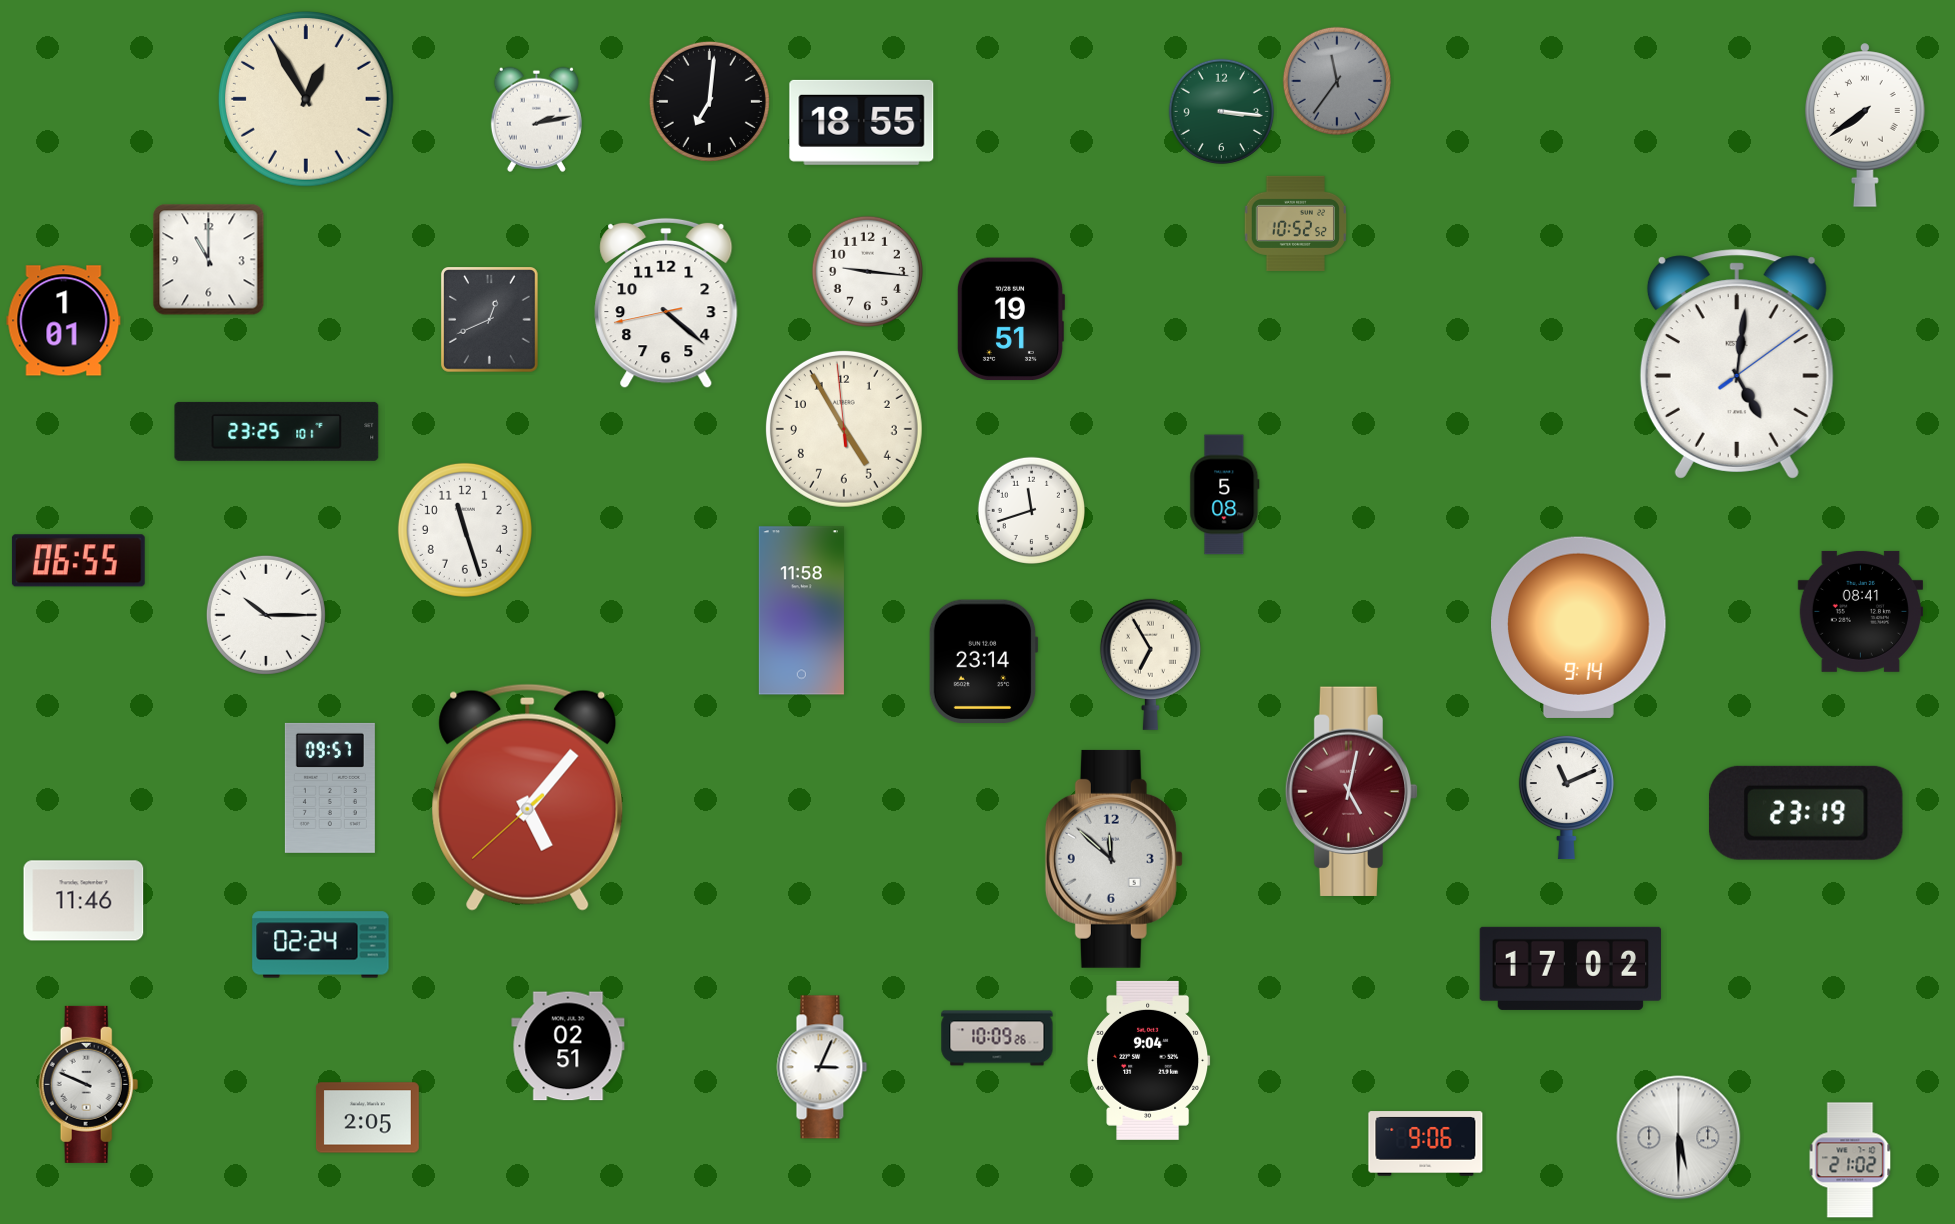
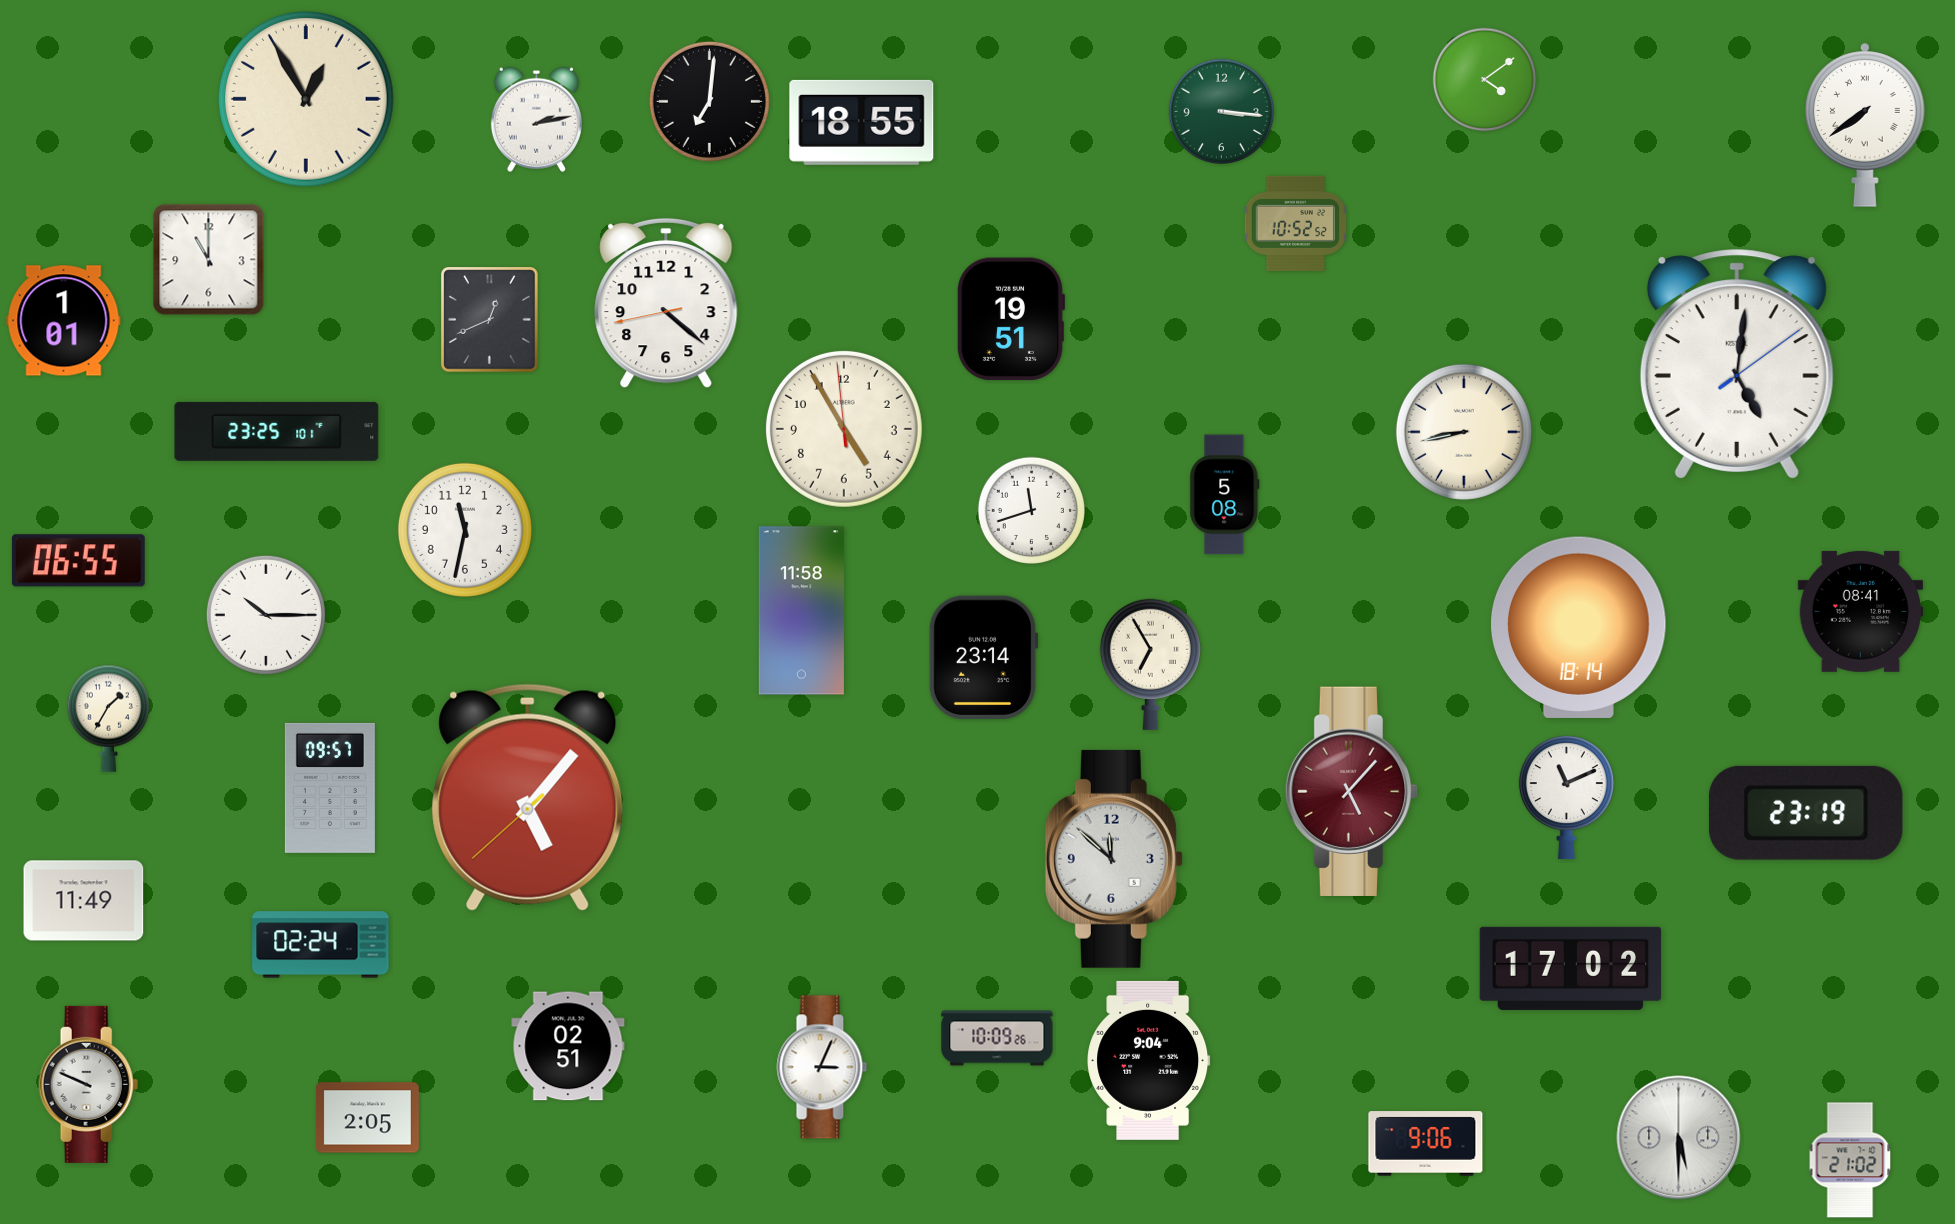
clock at (1484, 79): none -> 4:09
clock at (1337, 81): 11:36 -> none
clock at (867, 271): 9:16 -> none
clock at (1464, 432): none -> 8:43
clock at (465, 530): 11:27 -> 11:32
clock at (1579, 627): 9:14 -> 18:14
clock at (983, 661) position: (983, 661) -> (983, 657)
clock at (108, 718): none -> 1:35
clock at (1352, 791): 5:02 -> 5:07
clock at (84, 901): 11:46 -> 11:49
